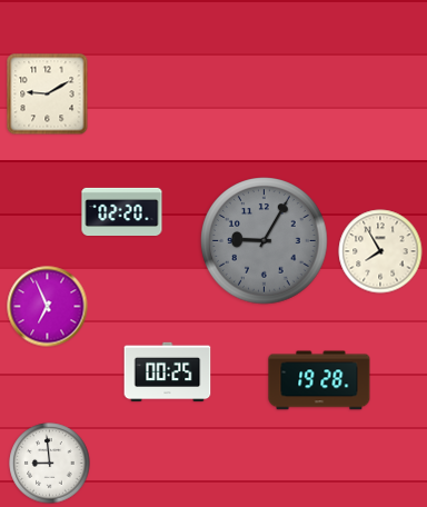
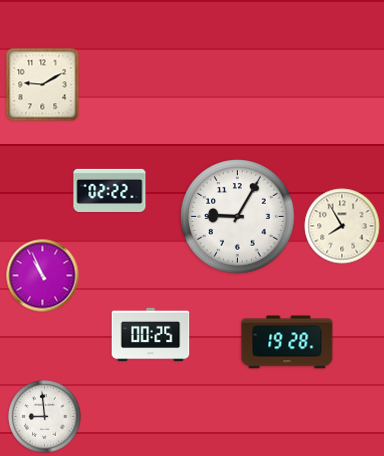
clock at (122, 211): 02:20 -> 02:22
clock at (265, 241) dial: grey -> white
clock at (48, 307): 6:56 -> 10:56
